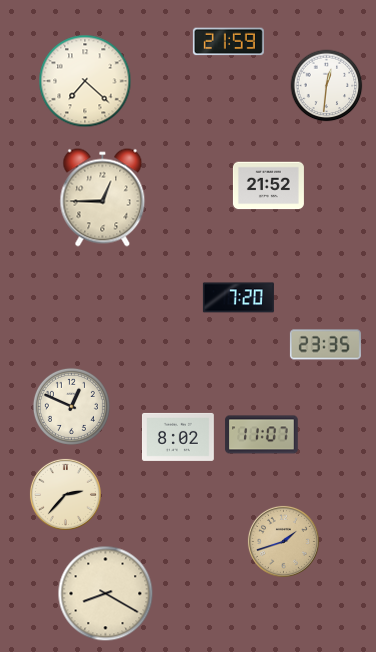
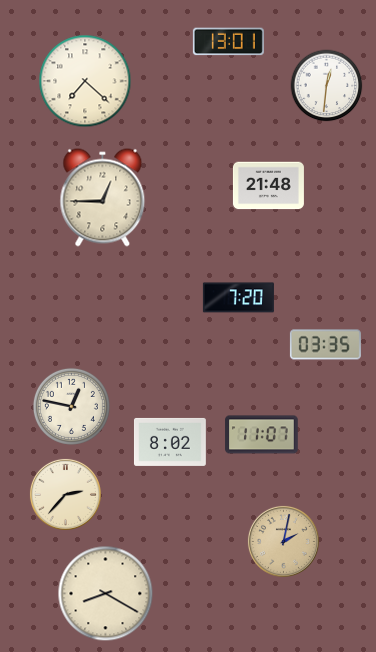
clock at (228, 42): 21:59 -> 13:01
clock at (268, 186): 21:52 -> 21:48
clock at (325, 345): 23:35 -> 03:35
clock at (71, 406): 12:49 -> 12:47
clock at (178, 437) position: (178, 437) -> (170, 442)
clock at (283, 541): 1:42 -> 2:02
